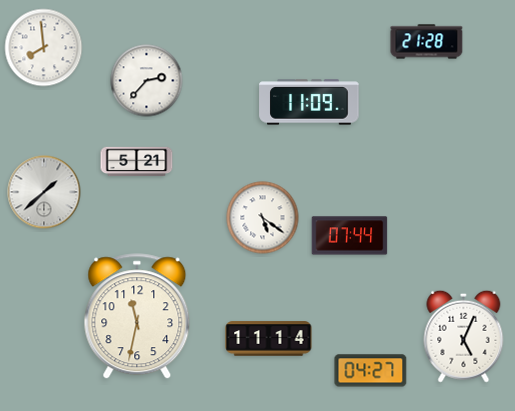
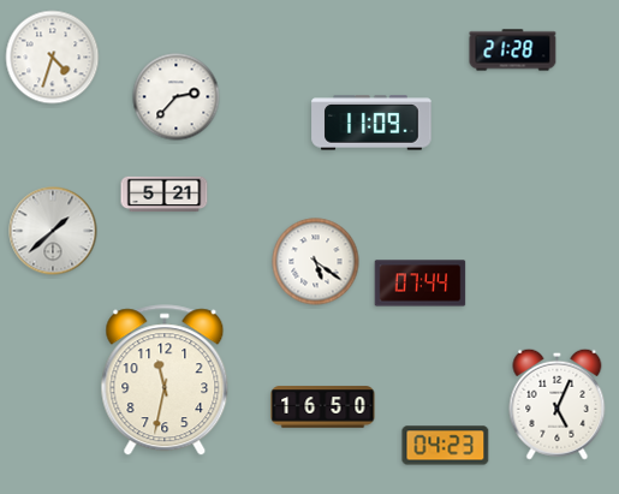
clock at (44, 48): 7:59 -> 4:33
clock at (269, 339): 11:14 -> 16:50
clock at (371, 371): 04:27 -> 04:23
